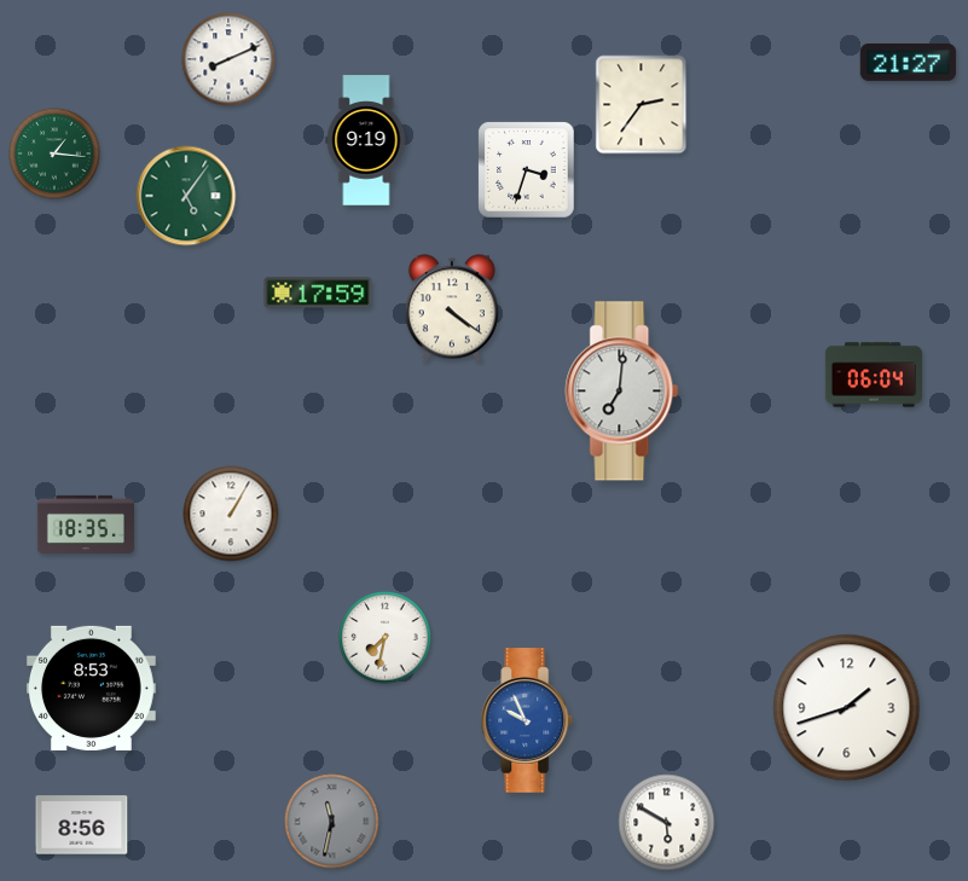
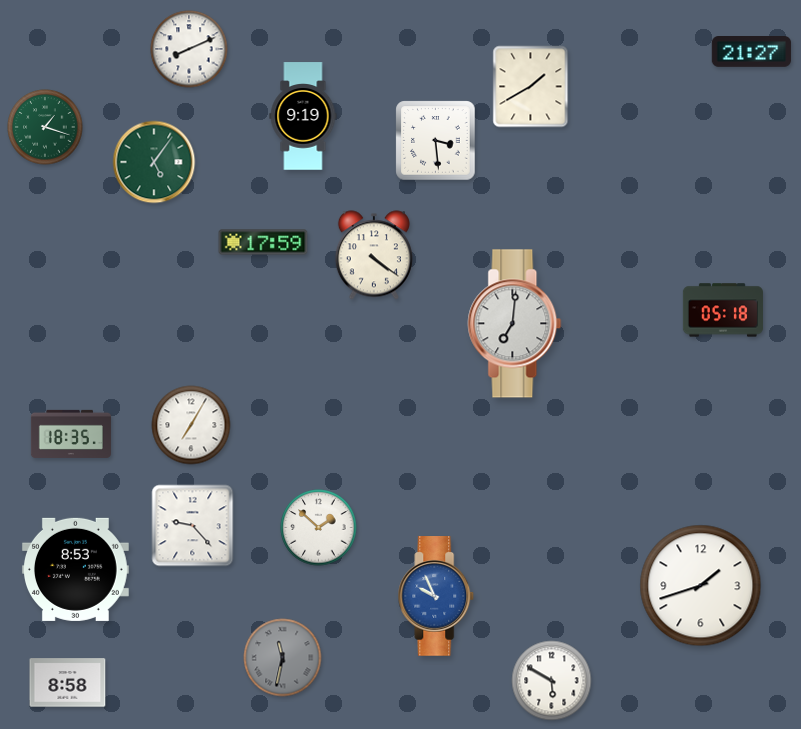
clock at (642, 105): 2:36 -> 1:40
clock at (54, 153): 1:16 -> 1:18
clock at (527, 170): 3:33 -> 3:29
clock at (874, 375): 06:04 -> 05:18
clock at (231, 514): 1:05 -> 7:05
clock at (193, 526): none -> 9:23
clock at (386, 638): 7:32 -> 1:52
clock at (332, 822) position: (332, 822) -> (283, 658)
clock at (82, 825): 8:56 -> 8:58
